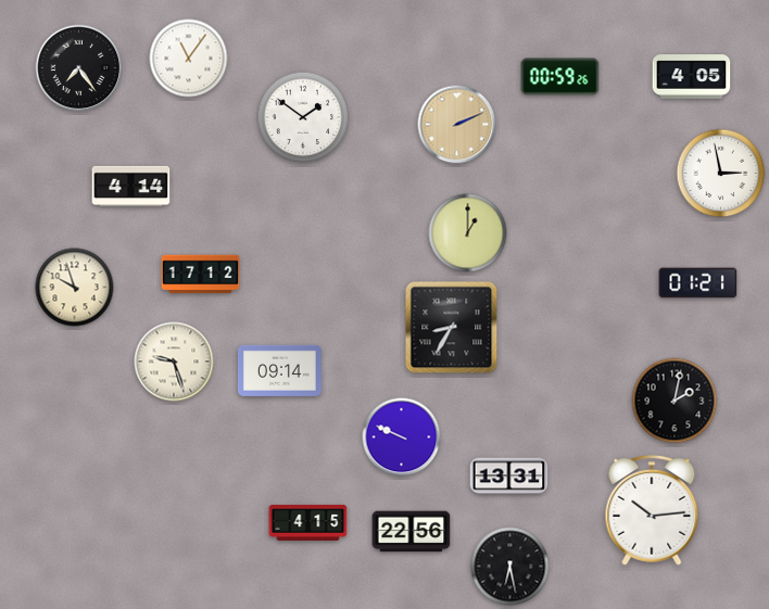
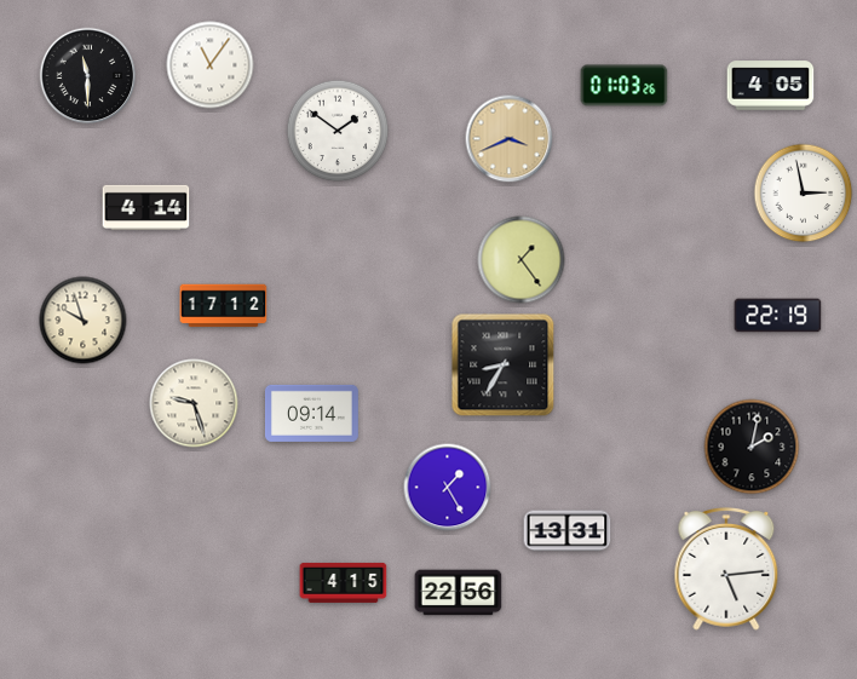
clock at (79, 68): 7:24 -> 11:30
clock at (560, 77): 00:59 -> 01:03
clock at (457, 125): 2:11 -> 3:41
clock at (468, 233): 1:00 -> 1:24
clock at (698, 283): 01:21 -> 22:19
clock at (402, 437): 9:49 -> 1:25
clock at (652, 511): 10:14 -> 5:14
clock at (510, 567): 6:28 -> none
